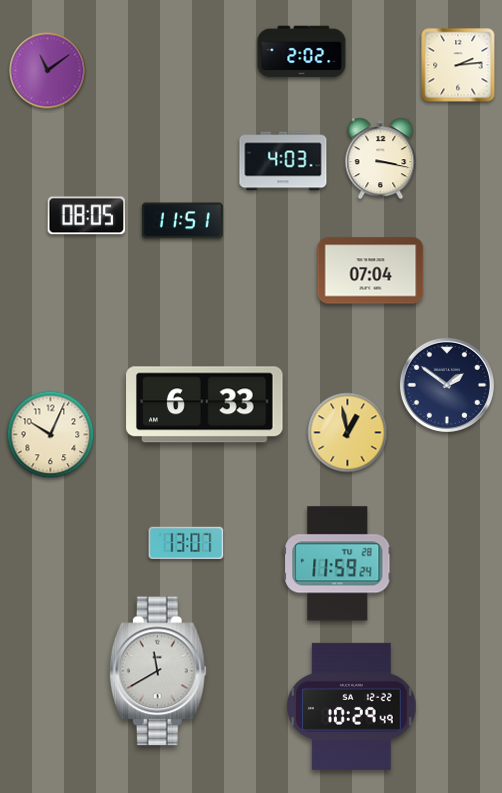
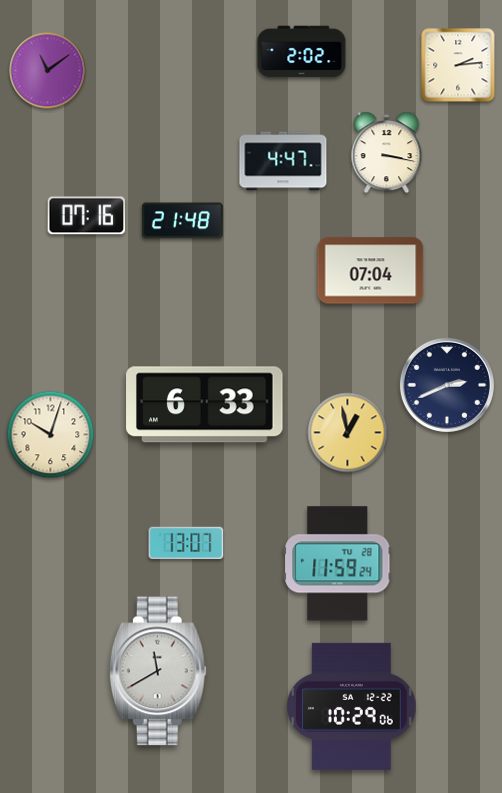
clock at (381, 159) position: (381, 159) -> (387, 153)
clock at (283, 161): 4:03 -> 4:47
clock at (87, 216): 08:05 -> 07:16
clock at (182, 221): 11:51 -> 21:48
clock at (447, 385): 1:51 -> 2:41
clock at (51, 435): 10:04 -> 10:03
clock at (352, 706): 10:29:49 -> 10:29:06
